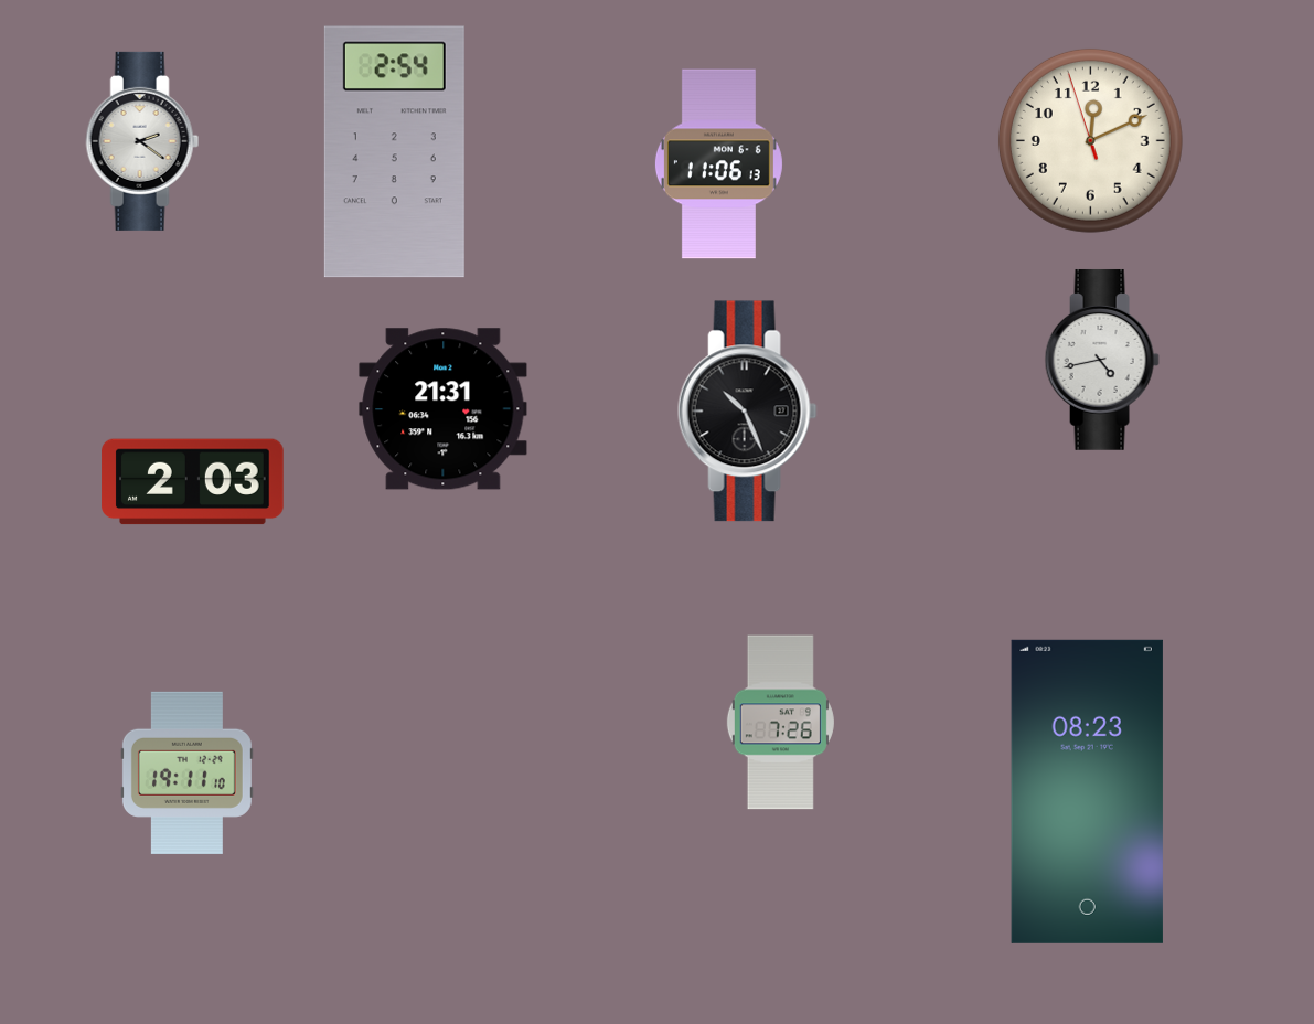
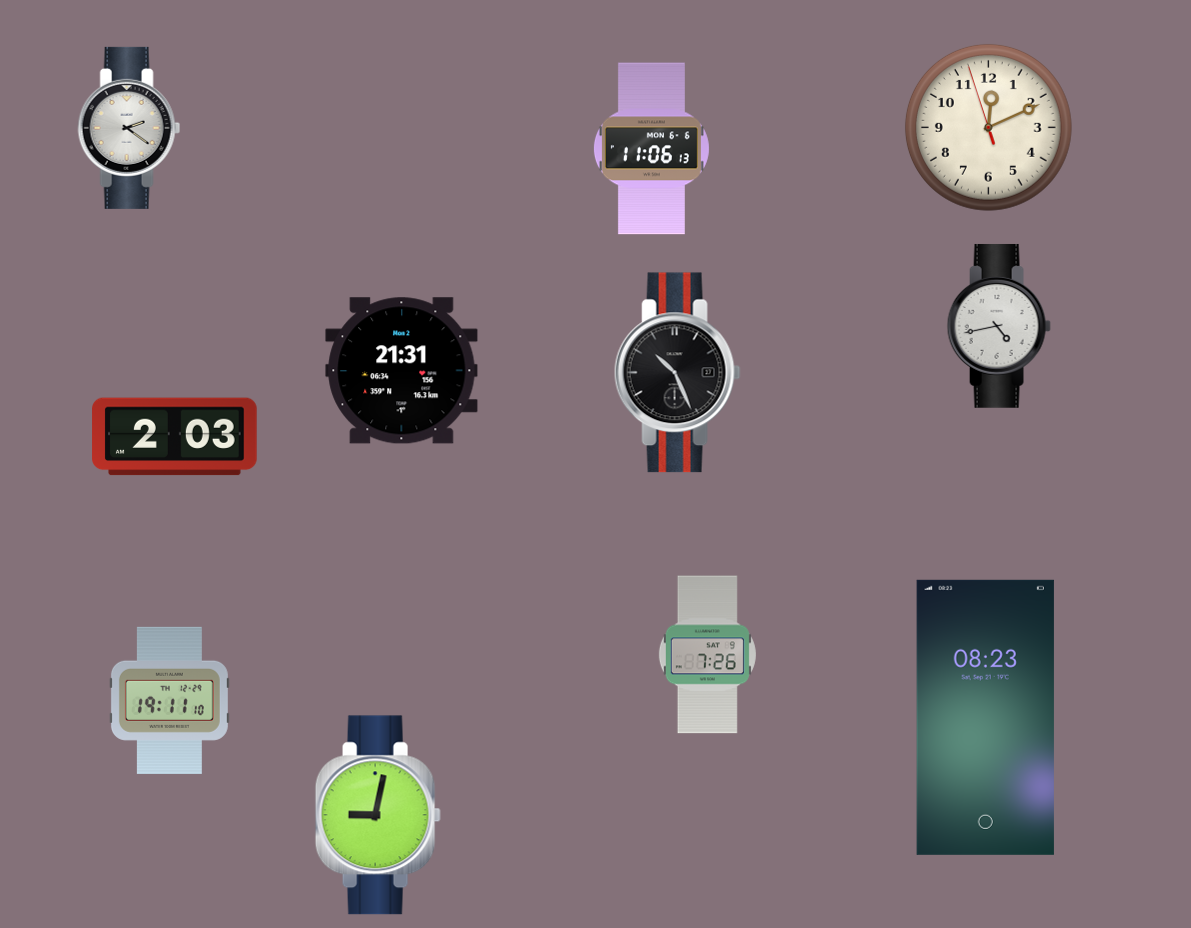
clock at (394, 152): 2:54 -> none
clock at (378, 815): none -> 9:02
